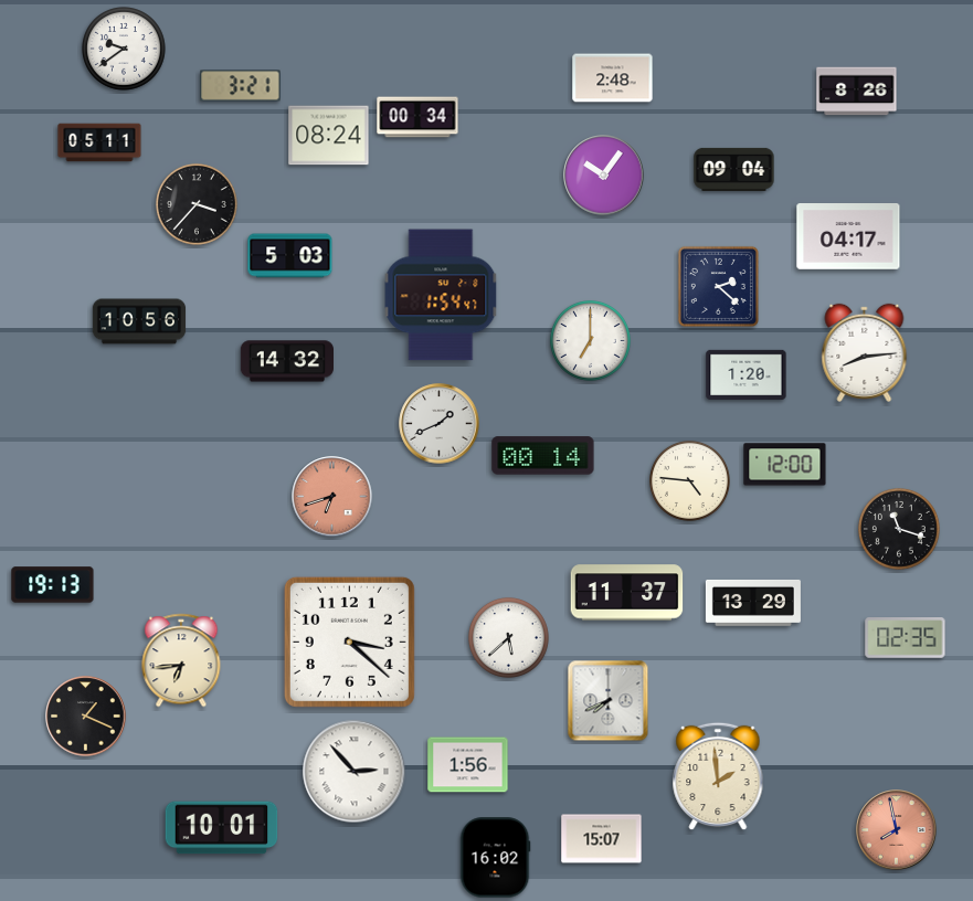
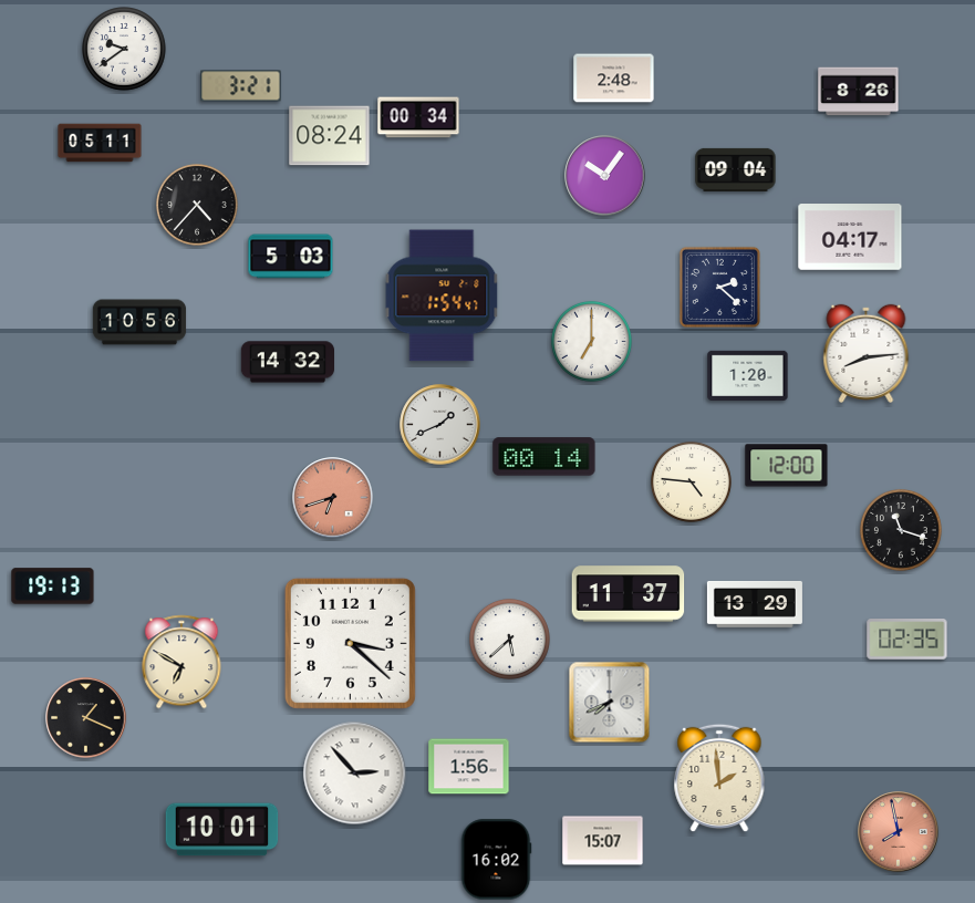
clock at (197, 204): 3:37 -> 4:37
clock at (181, 660): 6:44 -> 6:50
